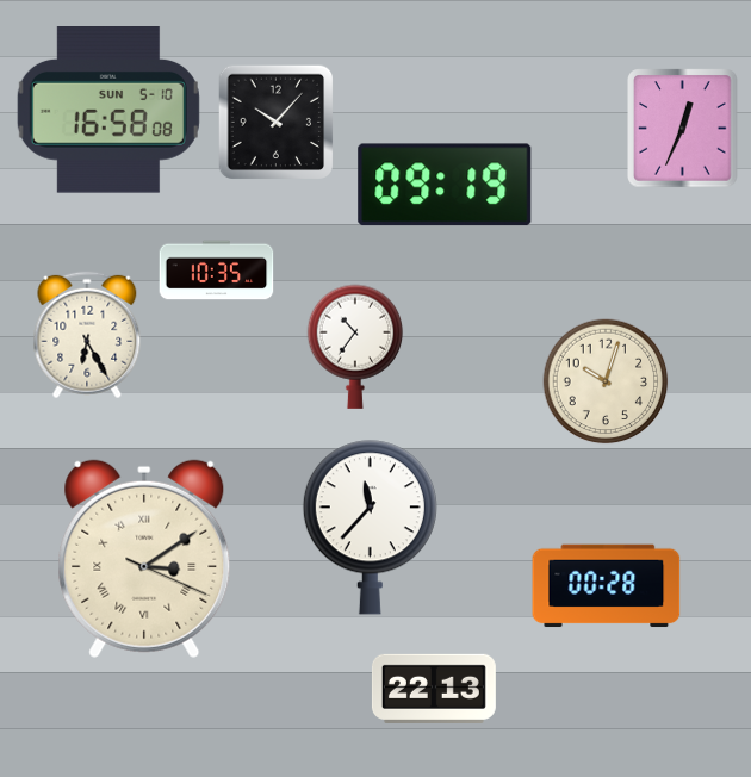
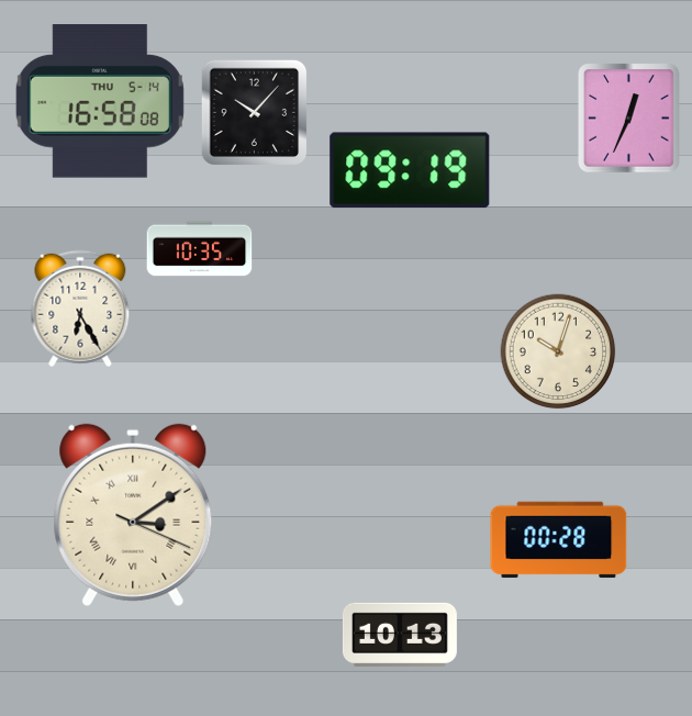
clock at (108, 111) date: SUN 5-10 -> THU 5-14
clock at (355, 347): 10:36 -> none
clock at (370, 528): 11:37 -> none
clock at (434, 688): 22:13 -> 10:13
